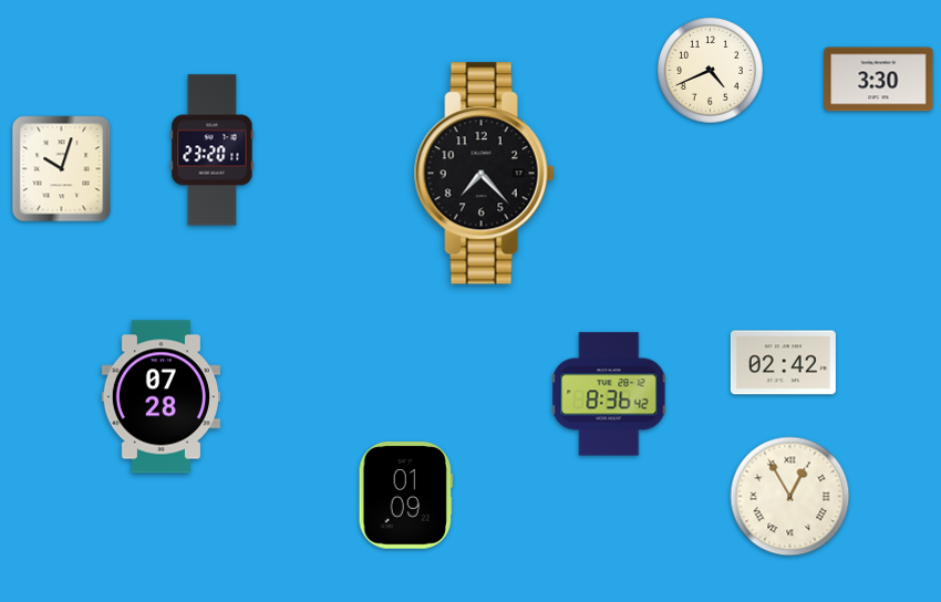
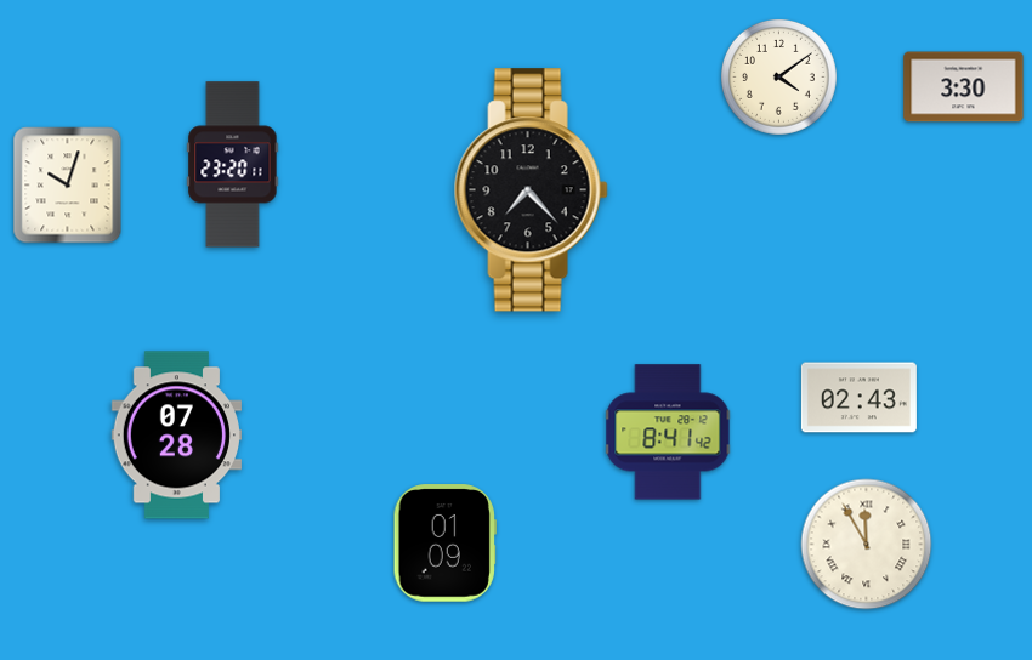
clock at (710, 70): 4:41 -> 4:09
clock at (783, 363): 02:42 -> 02:43
clock at (609, 394): 8:36 -> 8:41
clock at (790, 497): 12:55 -> 11:55
